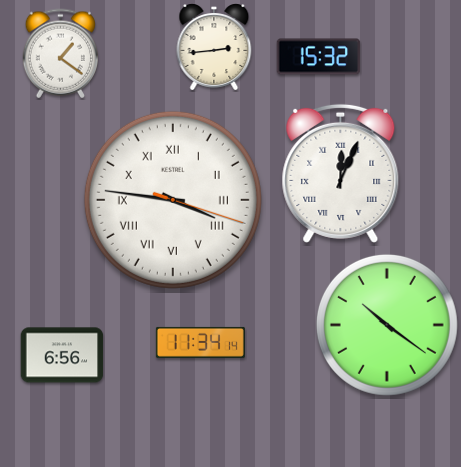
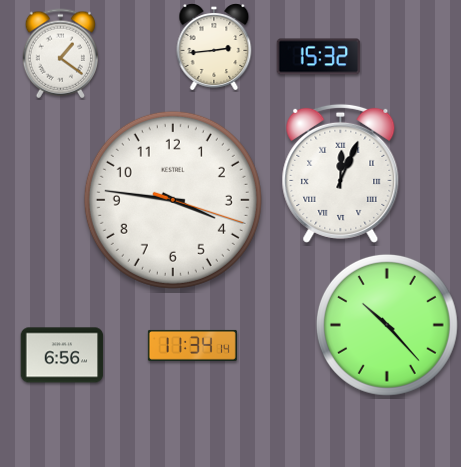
clock at (173, 200) numerals: Roman -> Arabic
clock at (387, 325): 10:21 -> 10:23
clock at (200, 342) position: (200, 342) -> (192, 345)
